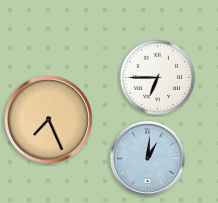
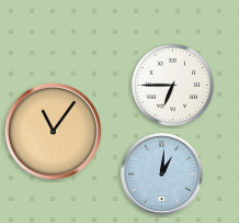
clock at (48, 119): 7:26 -> 11:06
